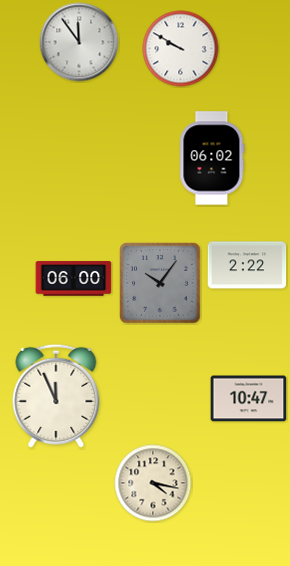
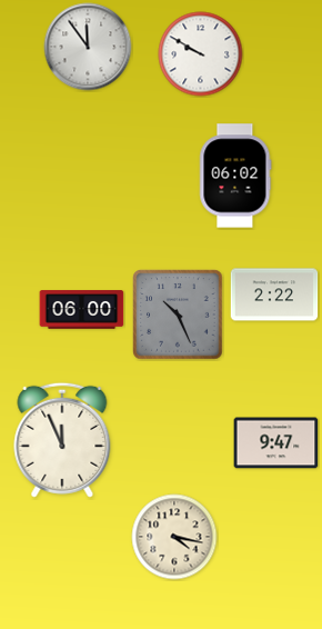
clock at (160, 283): 10:06 -> 10:26
clock at (249, 399): 10:47 -> 9:47
clock at (153, 483) position: (153, 483) -> (174, 537)
